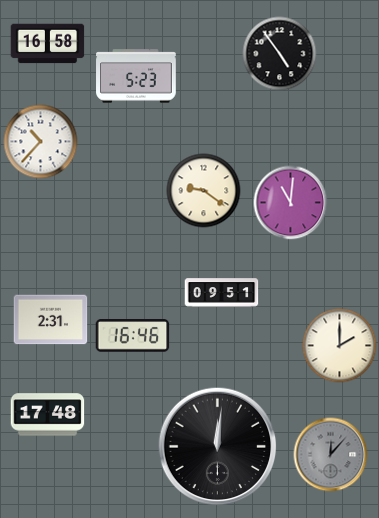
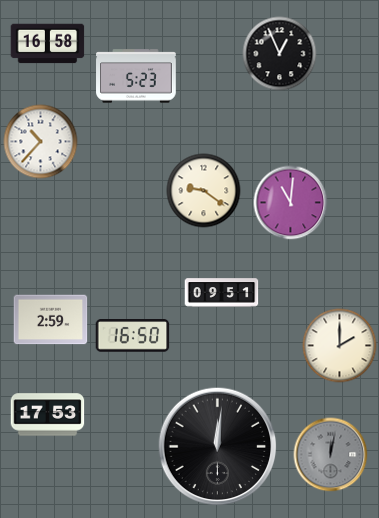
clock at (280, 54): 4:54 -> 12:56
clock at (51, 320): 2:31 -> 2:59
clock at (133, 336): 16:46 -> 16:50
clock at (48, 415): 17:48 -> 17:53
clock at (331, 455): 12:07 -> 12:02
